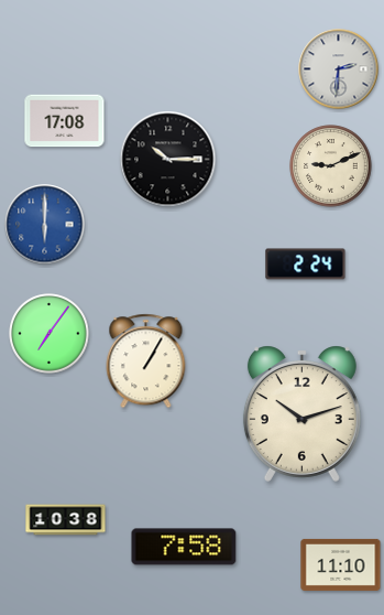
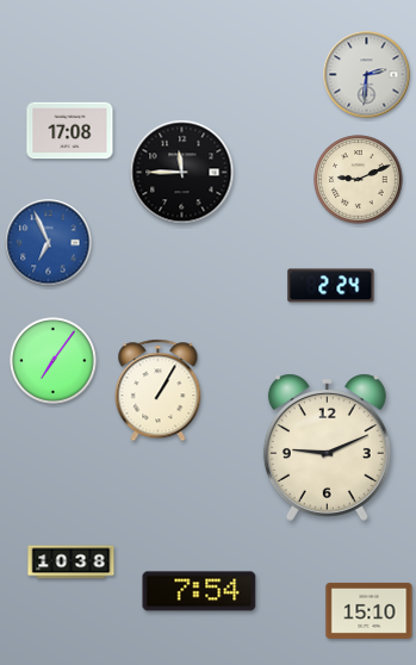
clock at (168, 160): 10:15 -> 11:45
clock at (45, 225): 6:00 -> 6:56
clock at (301, 413): 10:12 -> 9:11
clock at (184, 547): 7:58 -> 7:54
clock at (341, 564): 11:10 -> 15:10
